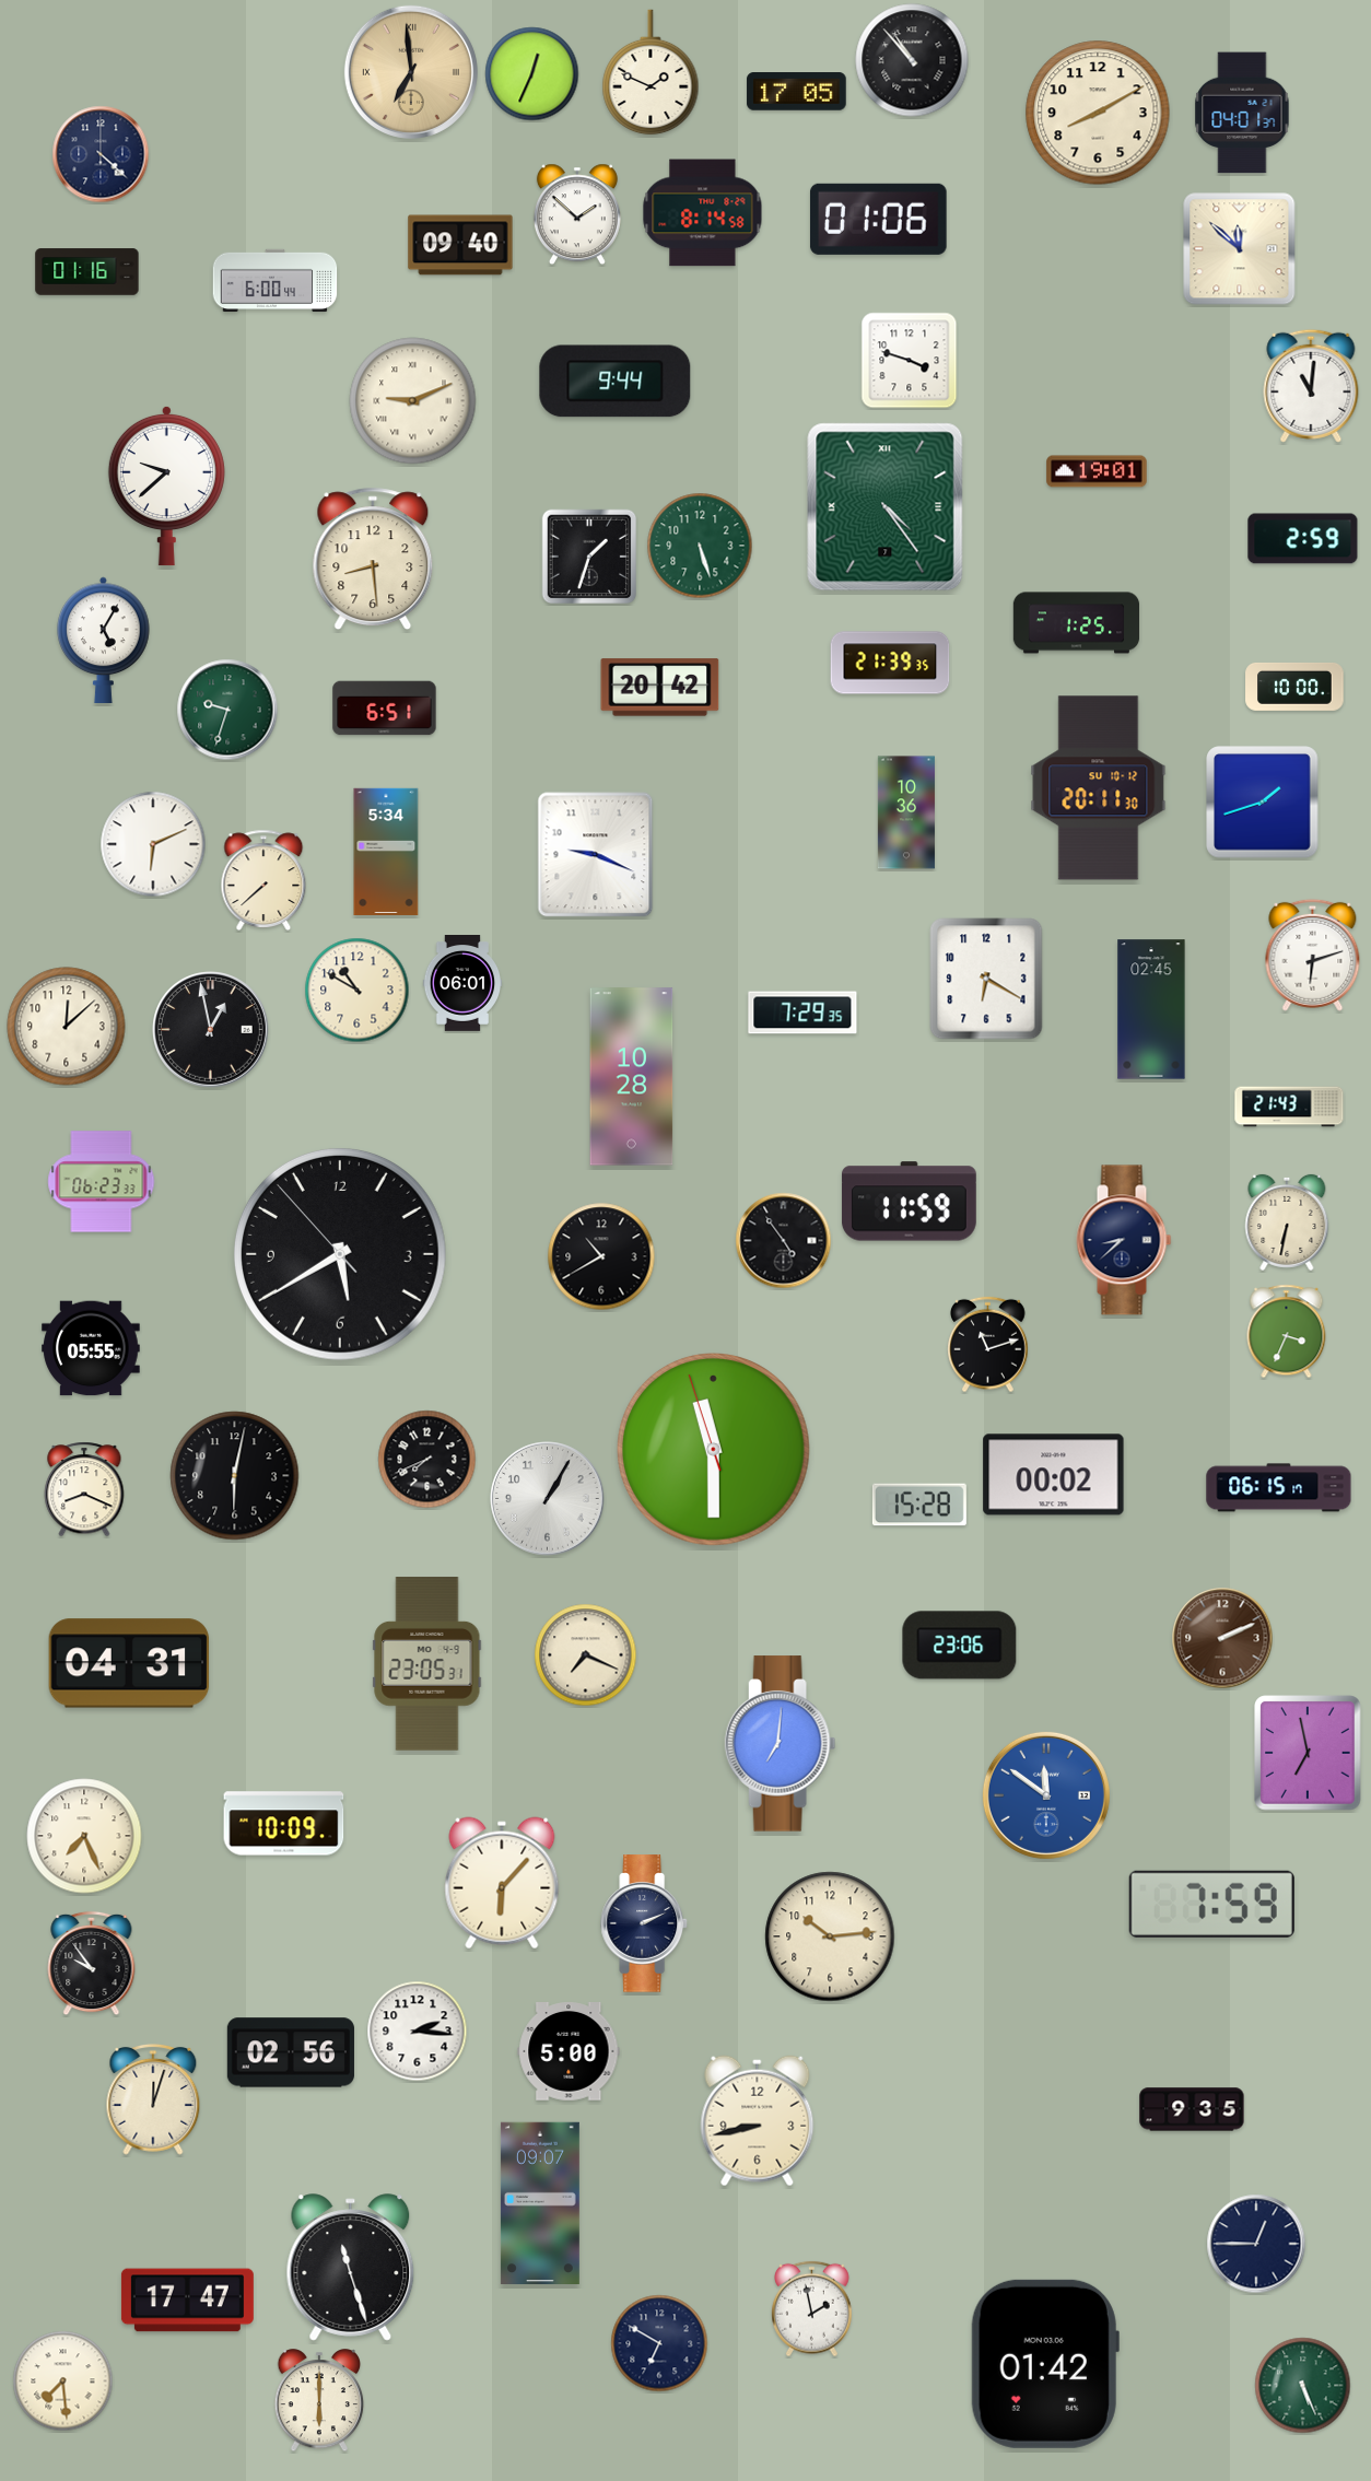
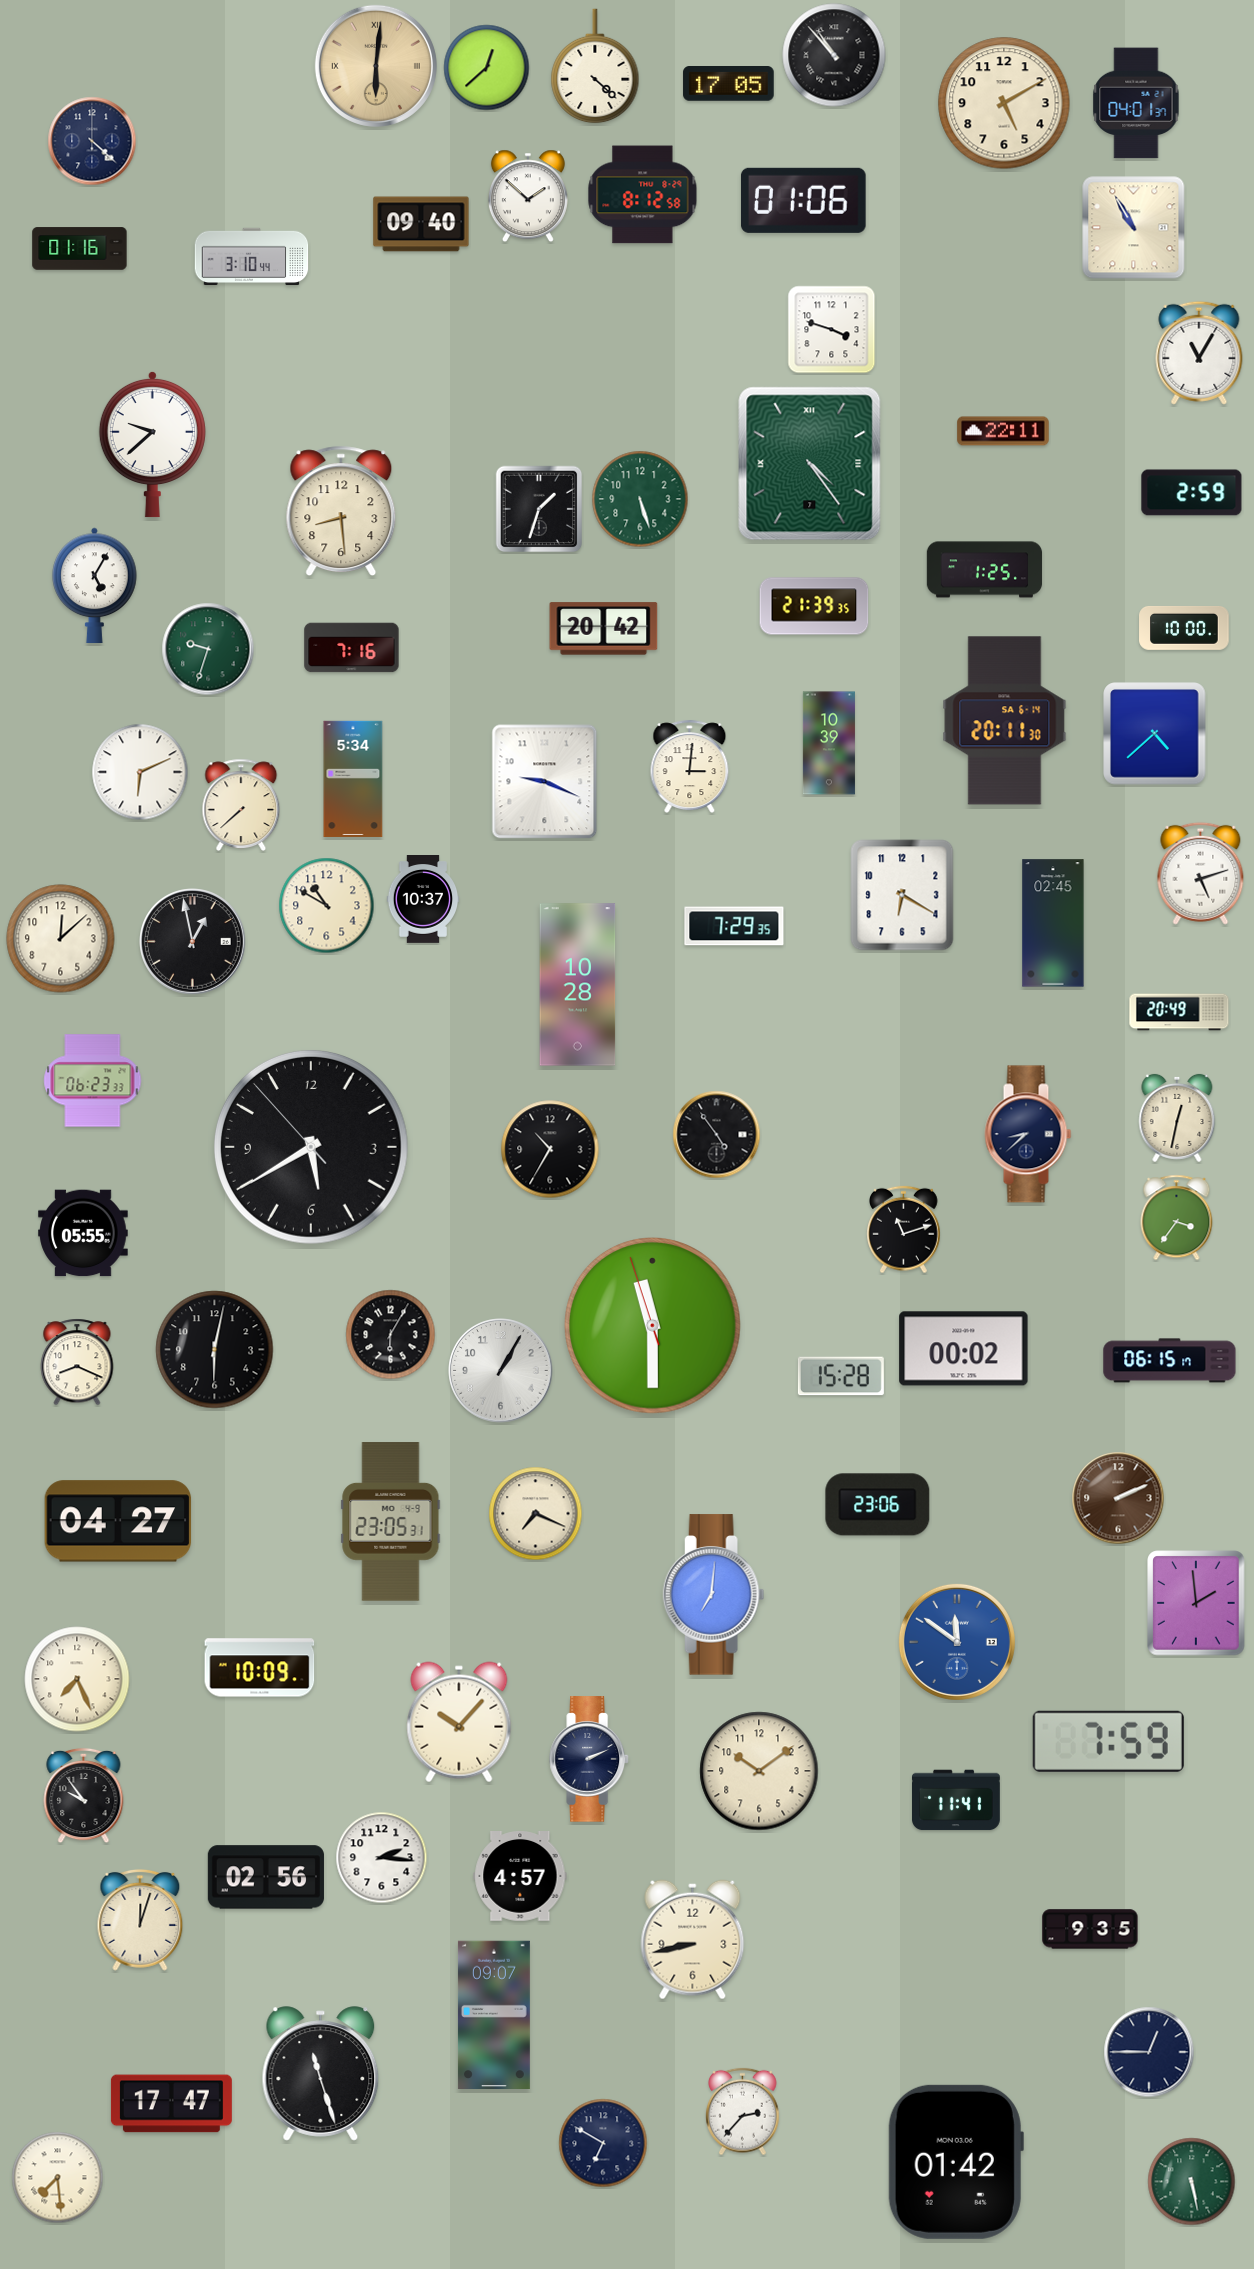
clock at (411, 72): 6:59 -> 6:01
clock at (651, 72): 1:49 -> 4:22
clock at (532, 74): 12:34 -> 12:38
clock at (1098, 113): 8:10 -> 5:10
clock at (703, 213): 8:14 -> 8:12
clock at (1240, 249): 11:52 -> 10:55
clock at (276, 281): 6:00 -> 3:10
clock at (616, 382): 9:44 -> none
clock at (1311, 386): 11:01 -> 11:05
clock at (413, 401): 9:11 -> none
clock at (1097, 471): 19:01 -> 22:11
clock at (385, 709): 6:51 -> 7:16
clock at (1099, 788) date: SU 10-12 -> SA 6-14
clock at (1263, 803): 1:42 -> 4:38
clock at (906, 812): 10:36 -> 10:39
clock at (690, 767): none -> 3:01
clock at (1313, 955): 6:12 -> 5:12
clock at (462, 984): 06:01 -> 10:37
clock at (1289, 1107): 21:43 -> 20:49
clock at (909, 1202): 11:59 -> none
clock at (1287, 1222): 6:32 -> 12:32
clock at (601, 1256): 10:40 -> 10:35
clock at (1287, 1332): 3:34 -> 3:36
clock at (427, 1460): 7:41 -> 6:05
clock at (129, 1663): 04:31 -> 04:27
clock at (1308, 1753): 6:58 -> 1:59
clock at (502, 1883): 6:07 -> 10:07
clock at (830, 1936): 10:14 -> 10:09
clock at (957, 1800): none -> 11:41
clock at (569, 2052): 5:00 -> 4:57
clock at (812, 2309): 1:58 -> 2:37
clock at (1303, 2386): 5:26 -> 5:28
clock at (319, 2401): 6:00 -> none
